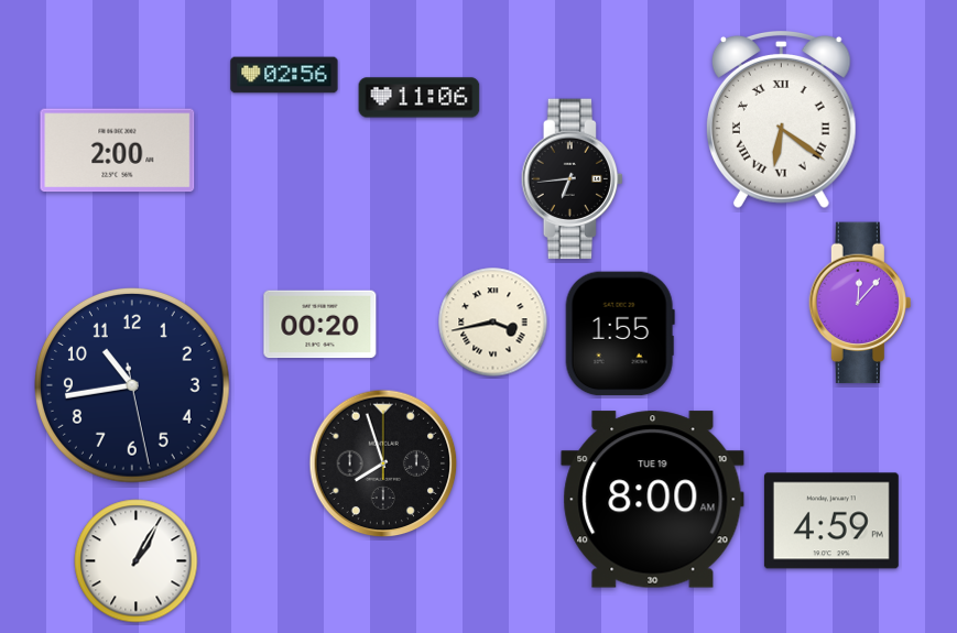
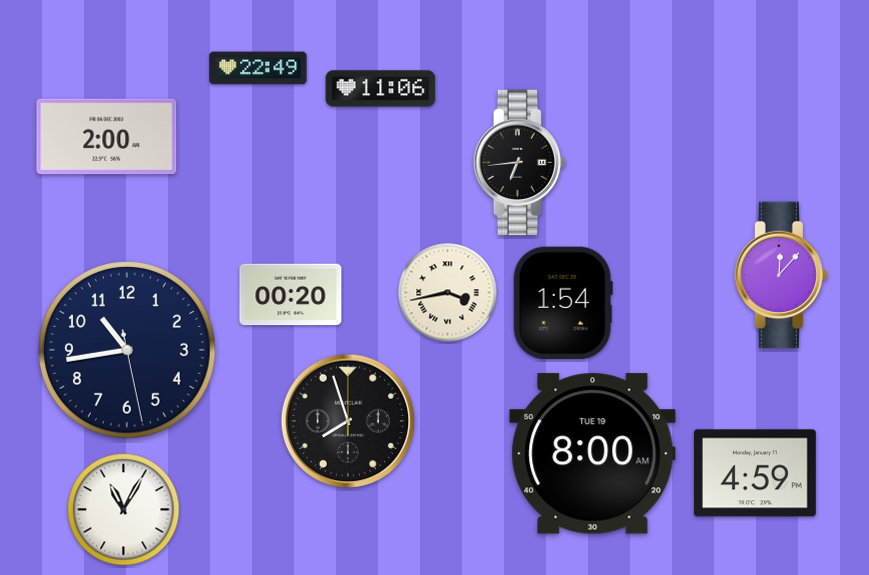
clock at (284, 75): 02:56 -> 22:49
clock at (781, 120): 6:21 -> none
clock at (620, 334): 1:55 -> 1:54
clock at (133, 386) position: (133, 386) -> (128, 351)
clock at (137, 561): 1:05 -> 11:05
